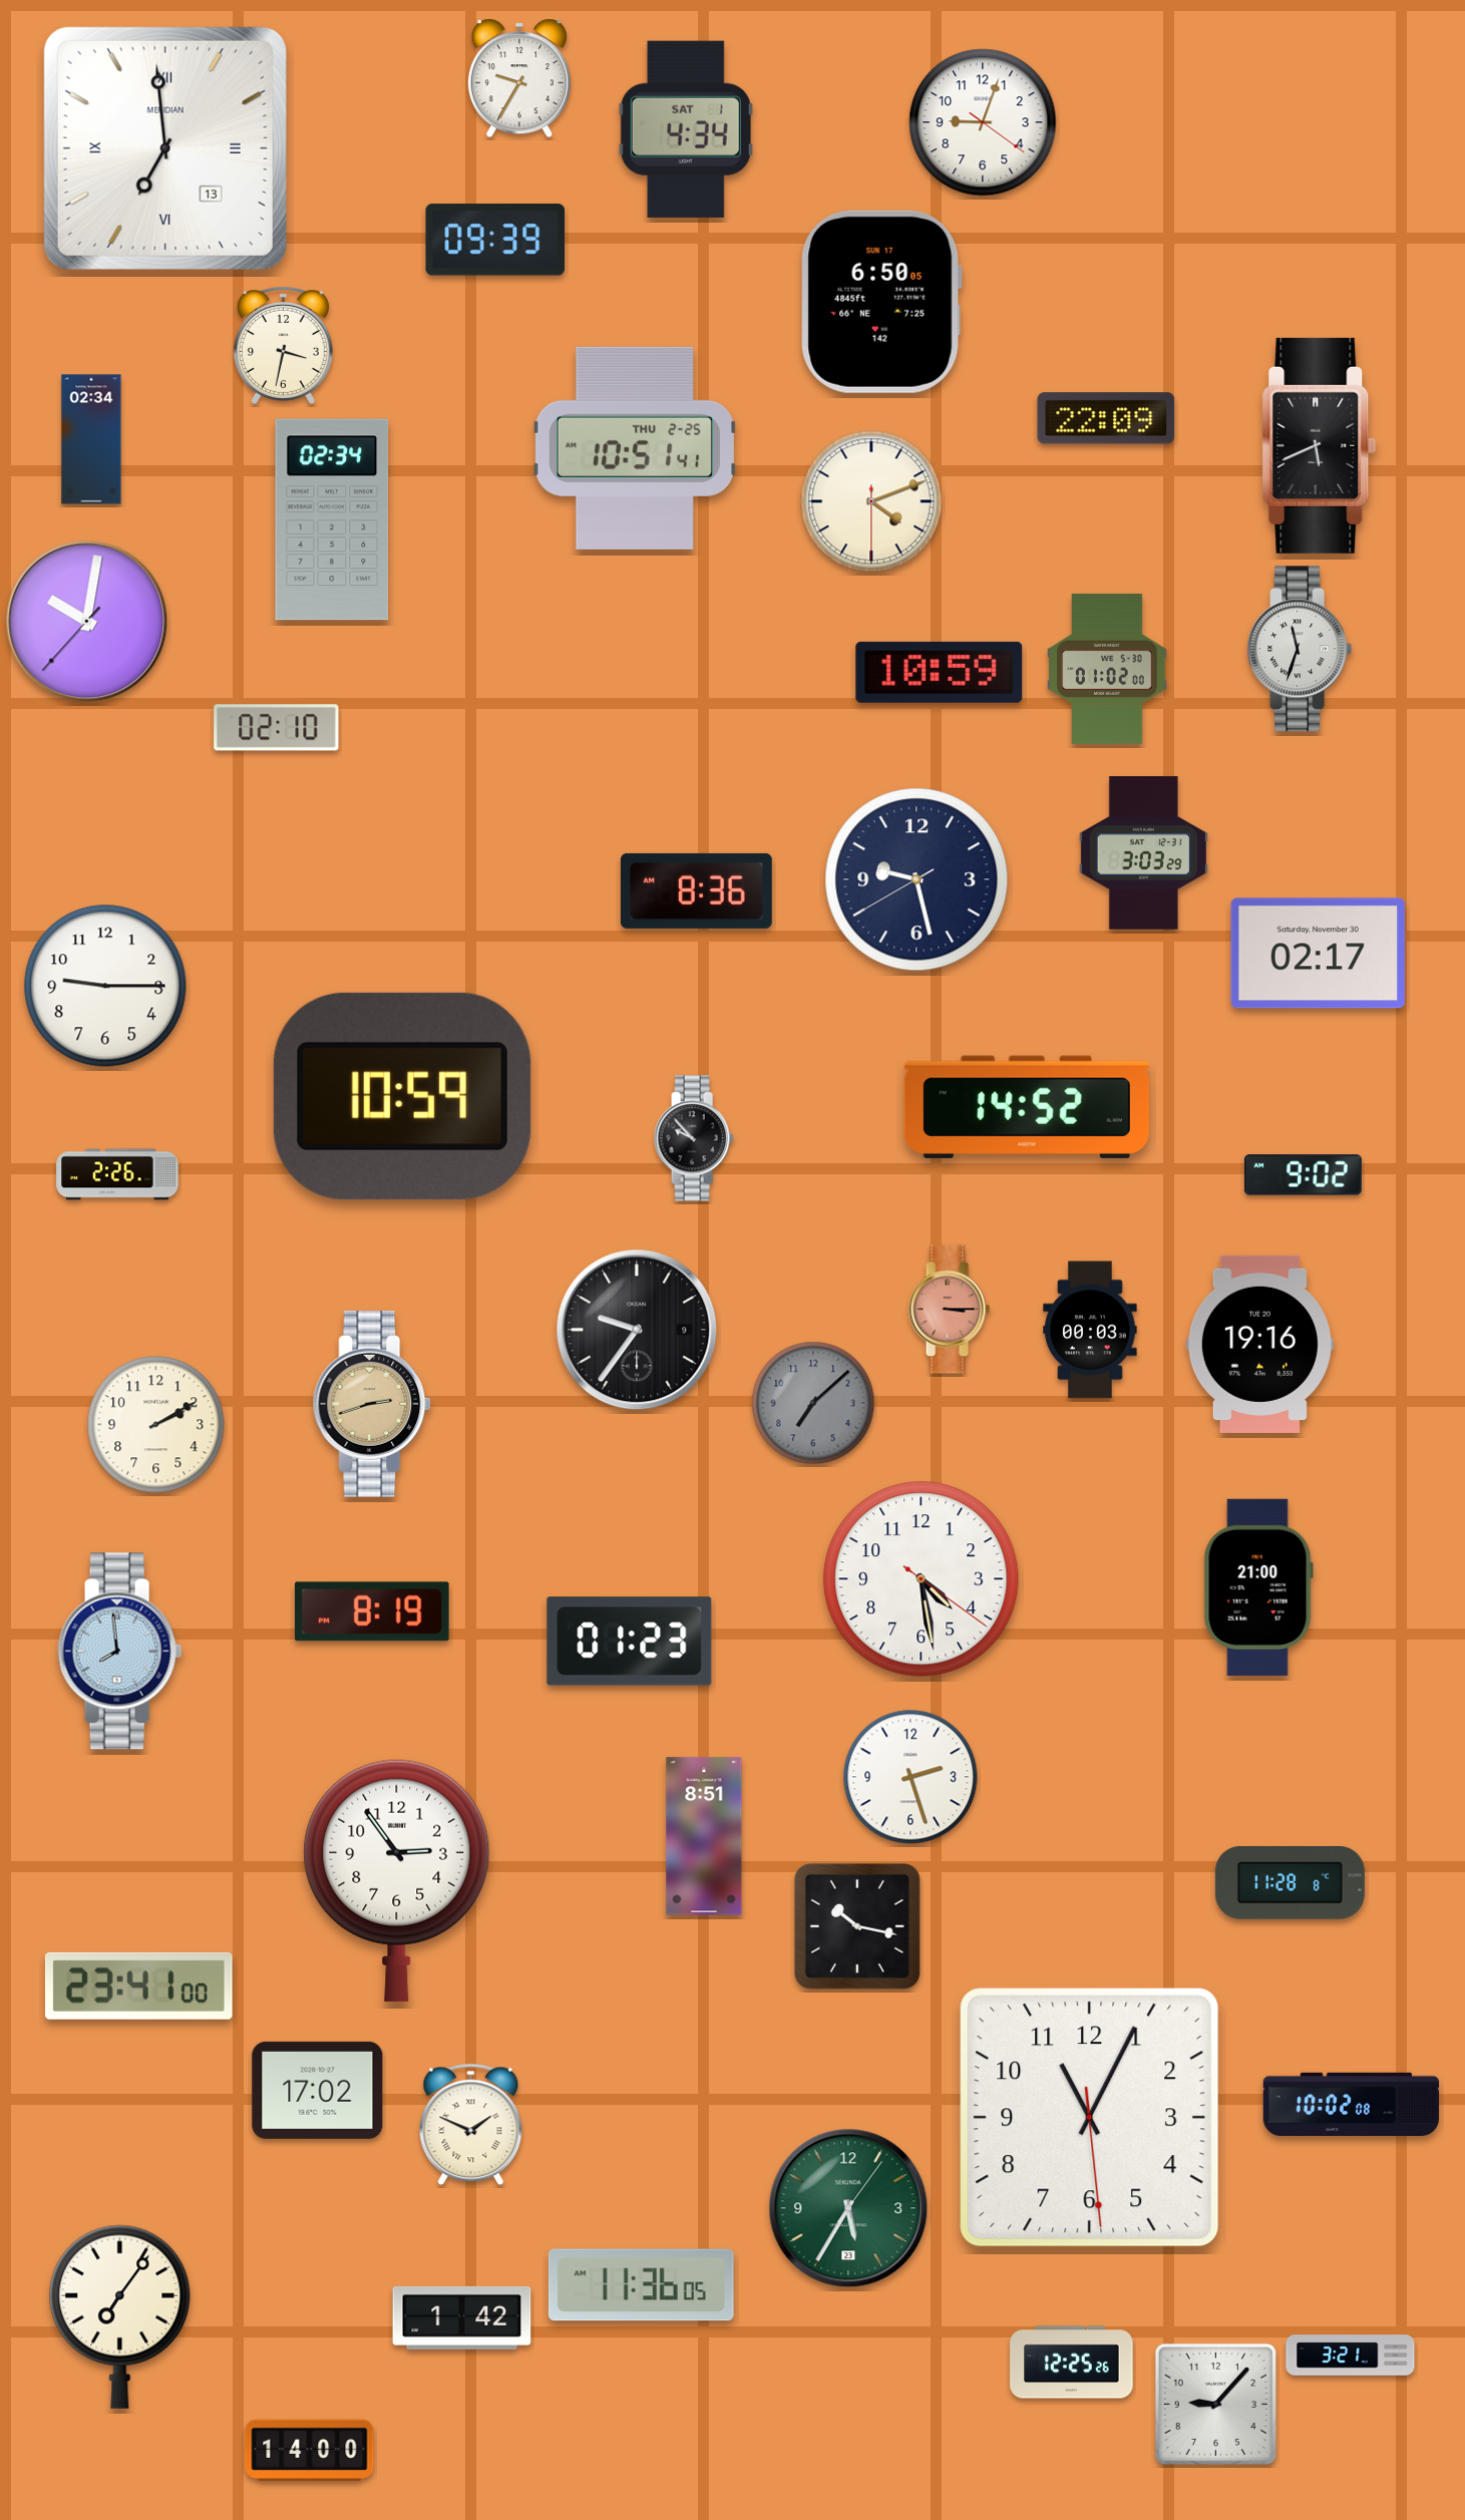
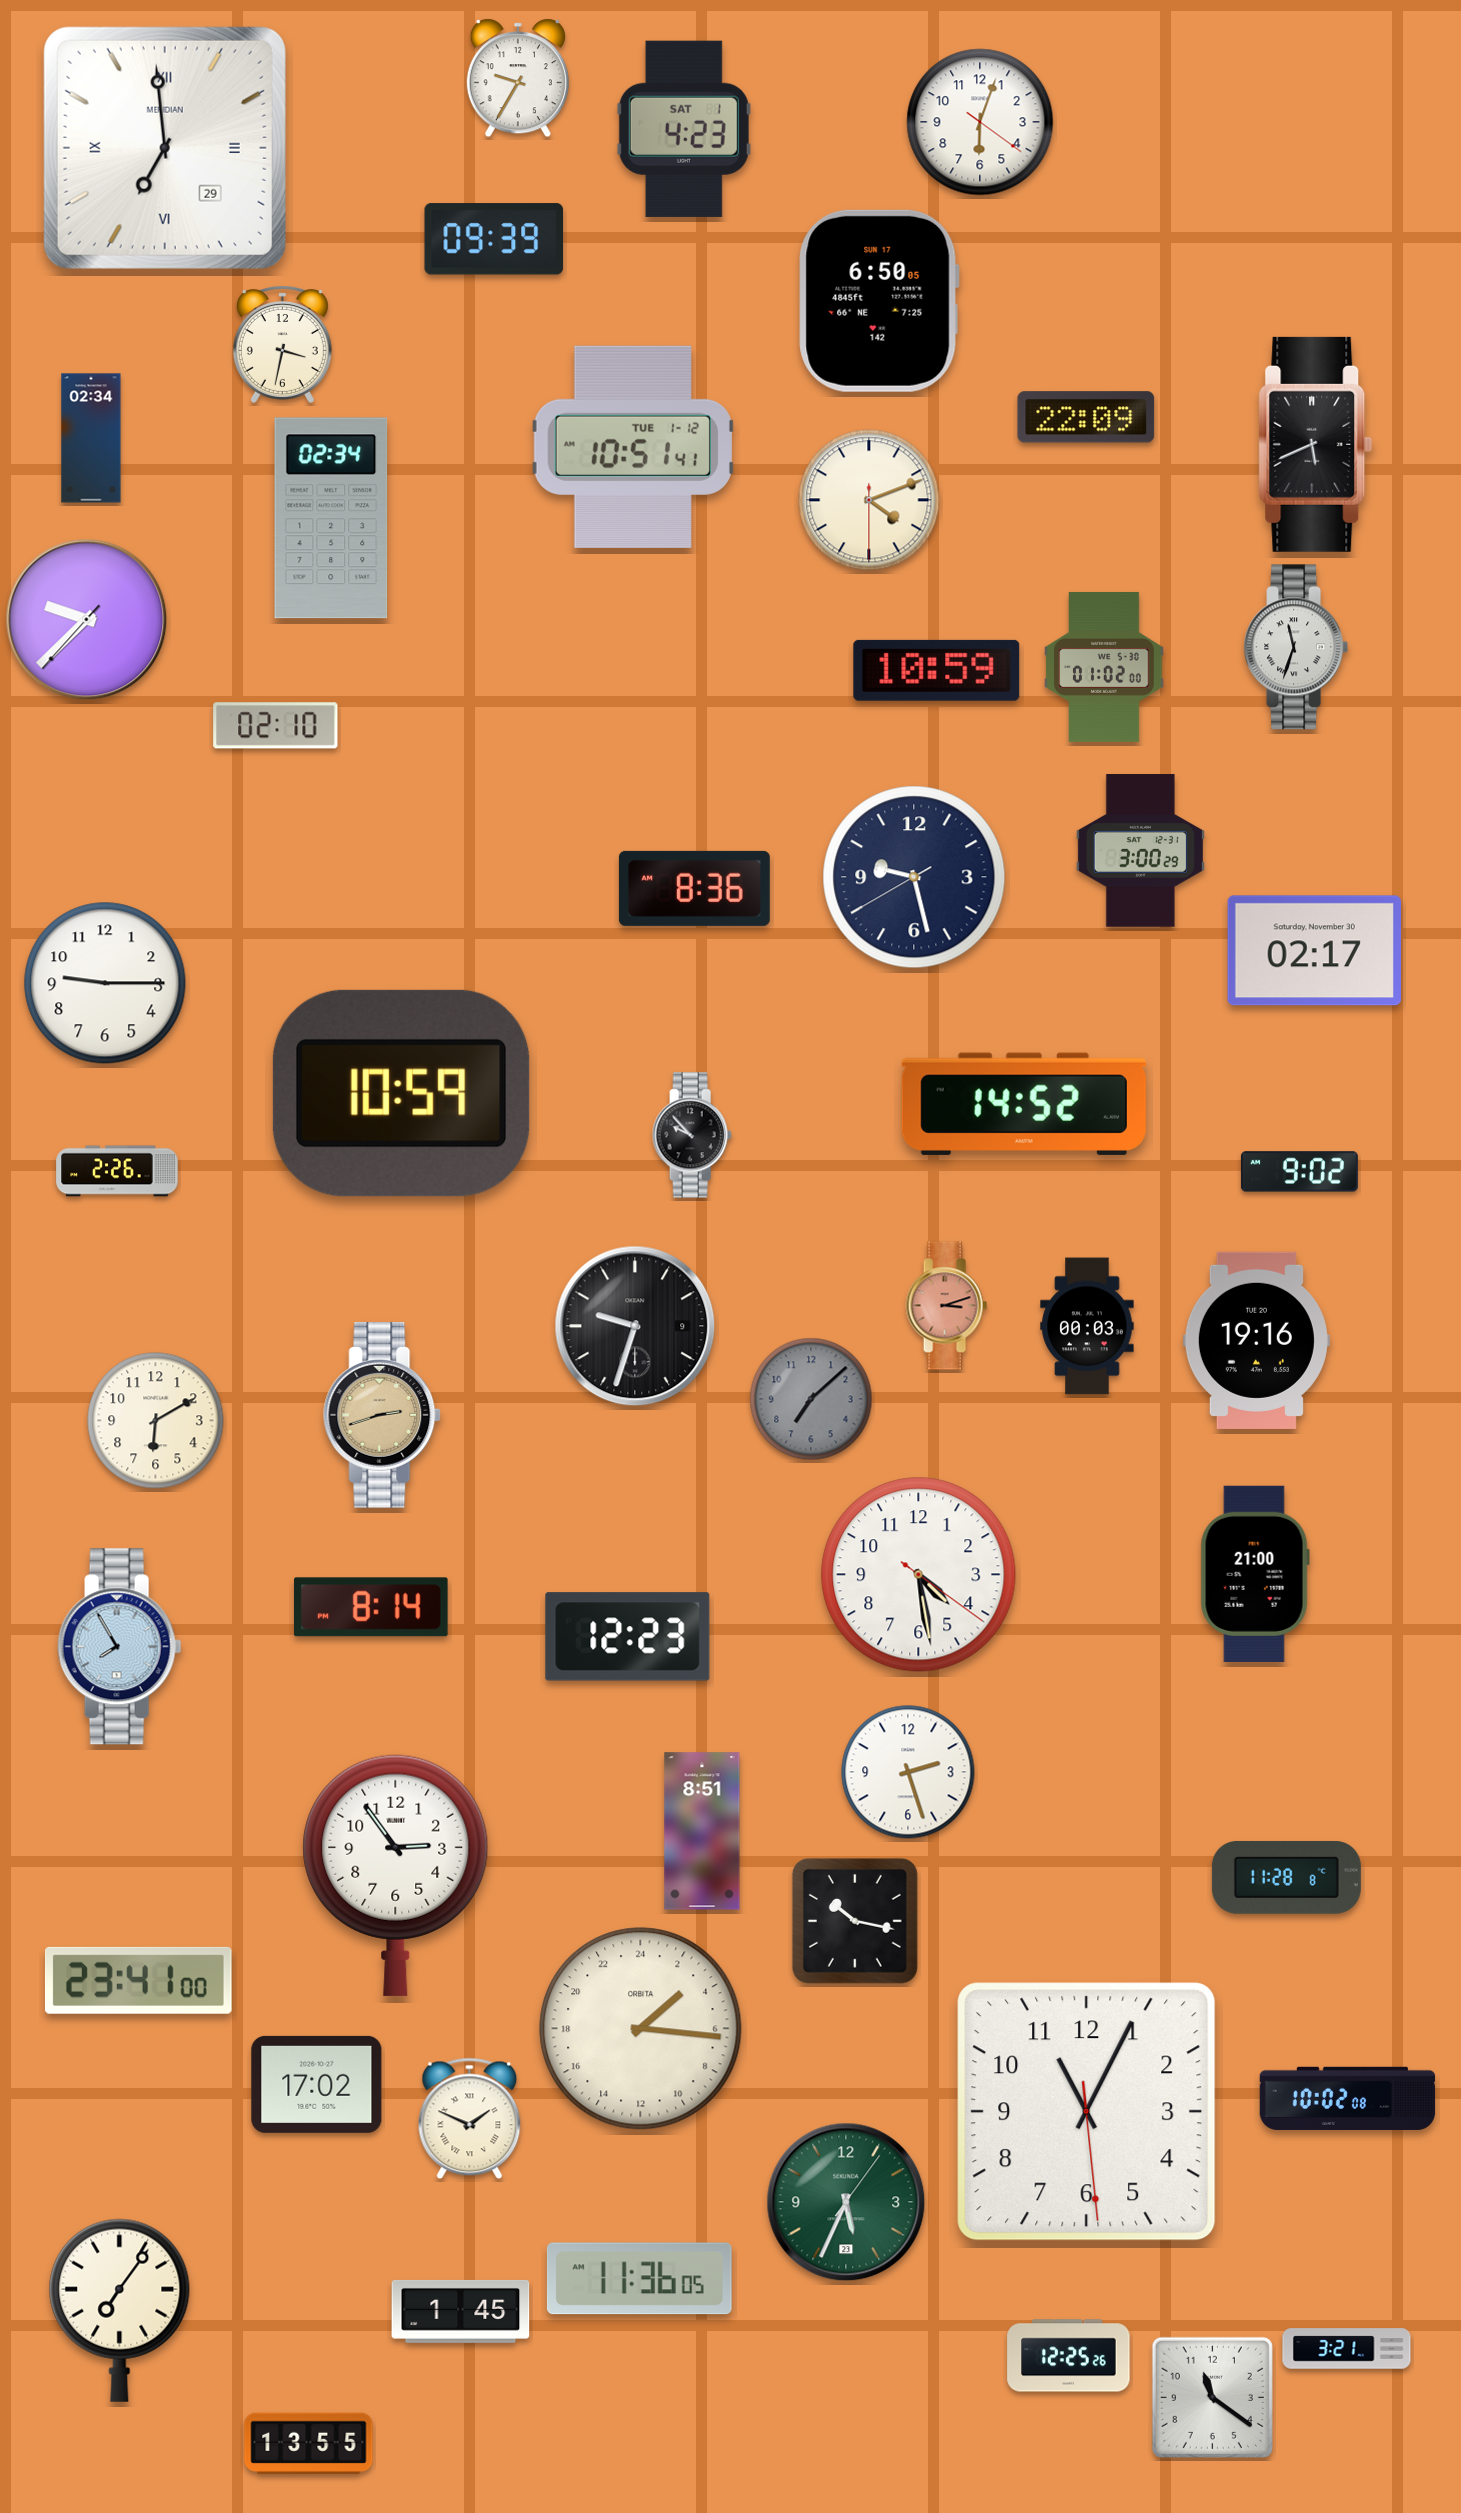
clock at (983, 122): 9:03 -> 6:03
clock at (686, 129): 4:34 -> 4:23
clock at (165, 148) date: 13 -> 29
clock at (1106, 418) position: (1106, 418) -> (1086, 417)
clock at (635, 448) date: THU 2-25 -> TUE 1-12
clock at (87, 622): 10:01 -> 9:37
clock at (1143, 853): 3:03 -> 3:00
clock at (949, 1310): 3:15 -> 3:12
clock at (637, 1330): 9:36 -> 9:33
clock at (373, 1405) position: (373, 1405) -> (383, 1416)
clock at (156, 1425): 2:10 -> 6:10
clock at (1258, 1587) position: (1258, 1587) -> (1255, 1574)
clock at (372, 1611): 8:19 -> 8:14
clock at (630, 1642): 01:23 -> 12:23
clock at (120, 1652): 7:59 -> 7:55
clock at (641, 2029): none -> 3:16
clock at (848, 2208): 5:35 -> 5:34
clock at (462, 2317): 1:42 -> 1:45
clock at (1215, 2404): 9:07 -> 11:21
clock at (310, 2450): 14:00 -> 13:55
